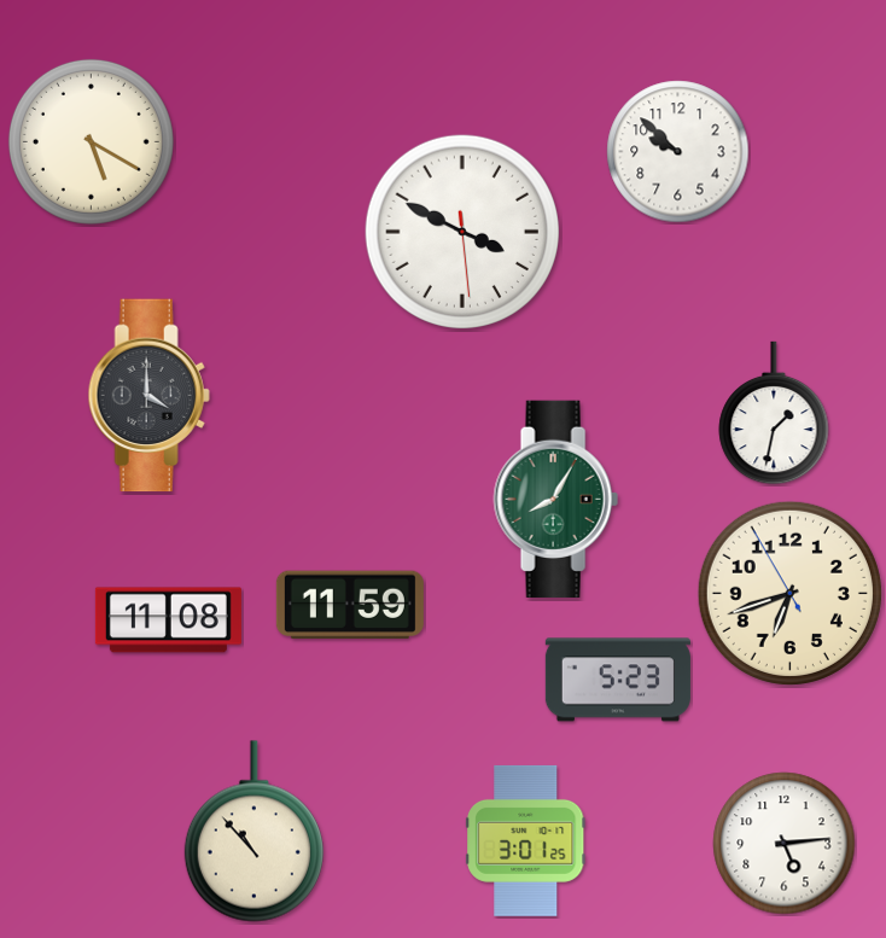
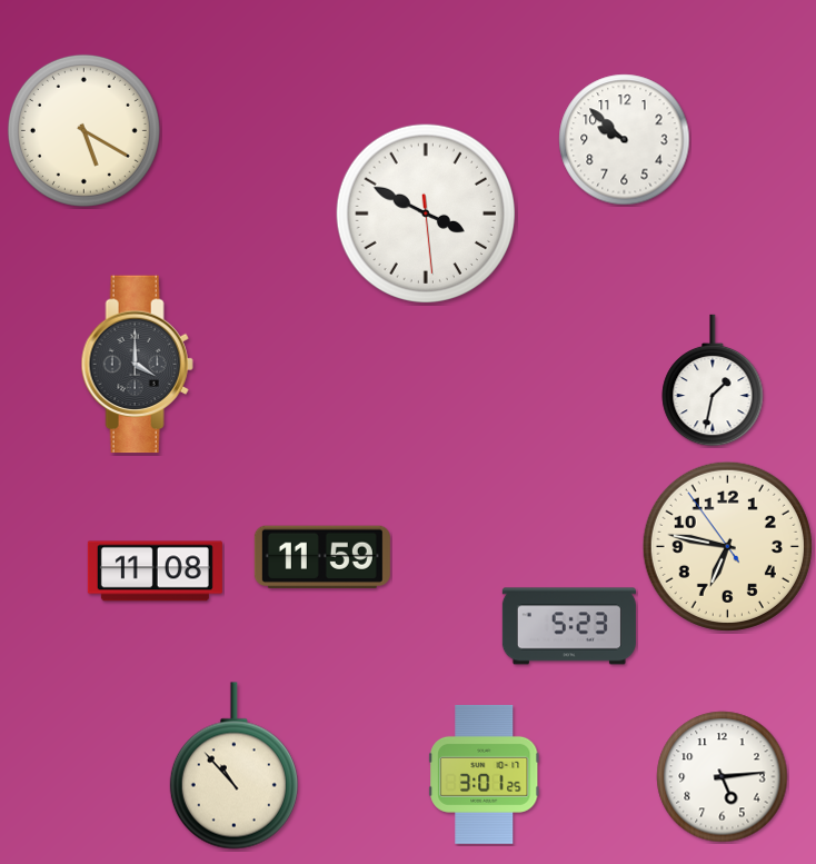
clock at (555, 499): 8:05 -> none
clock at (789, 593): 6:41 -> 6:46
